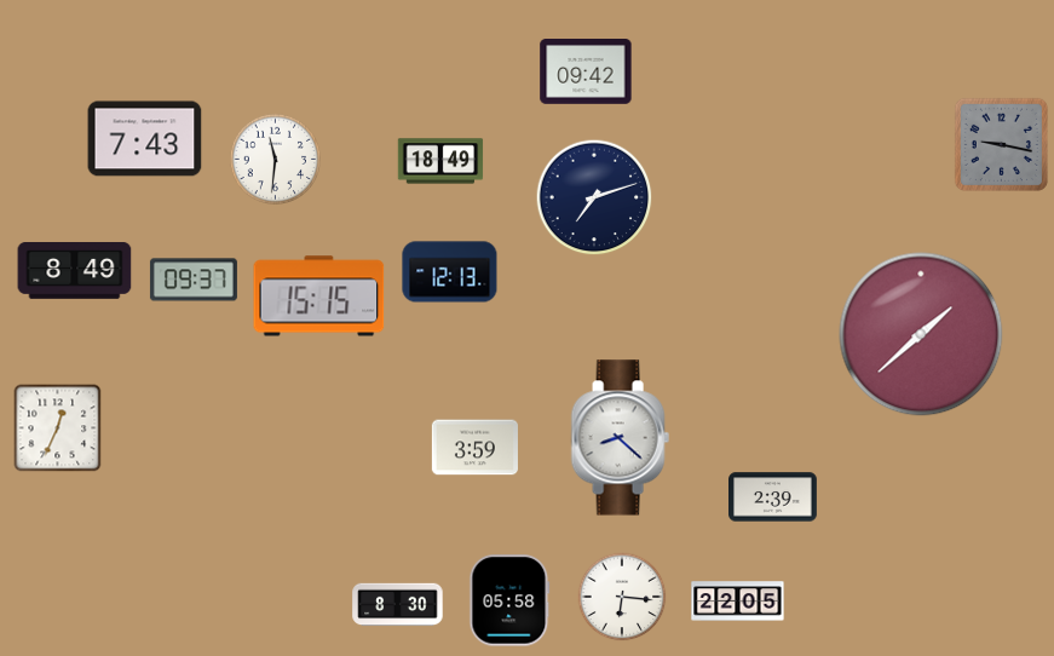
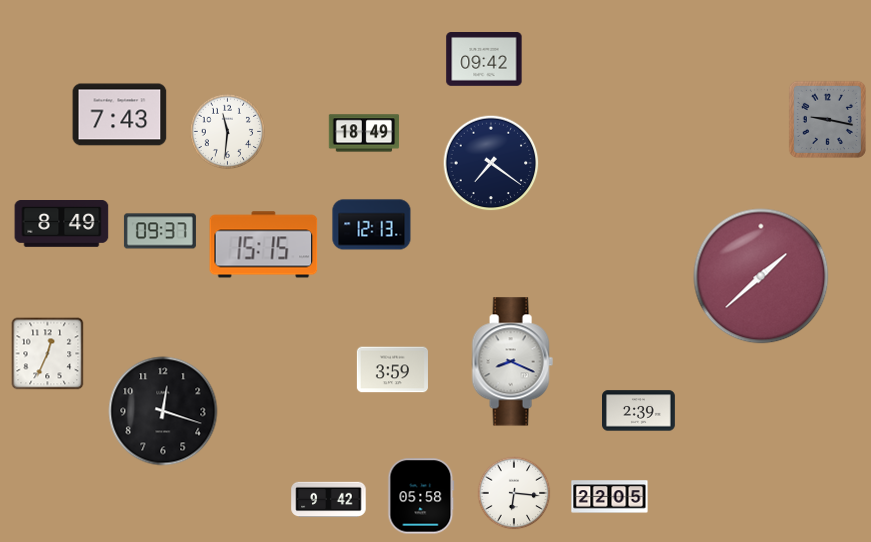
clock at (594, 197): 7:12 -> 7:21
clock at (620, 438): 8:22 -> 8:19
clock at (163, 411): none -> 12:18
clock at (398, 605): 8:30 -> 9:42
